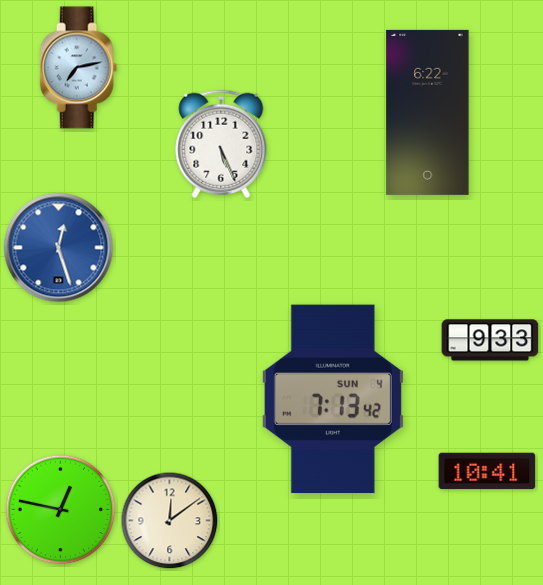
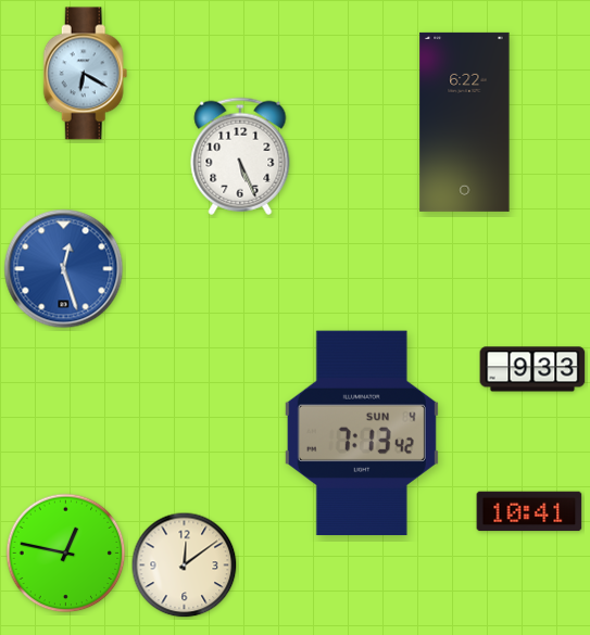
clock at (79, 68): 7:13 -> 6:20
